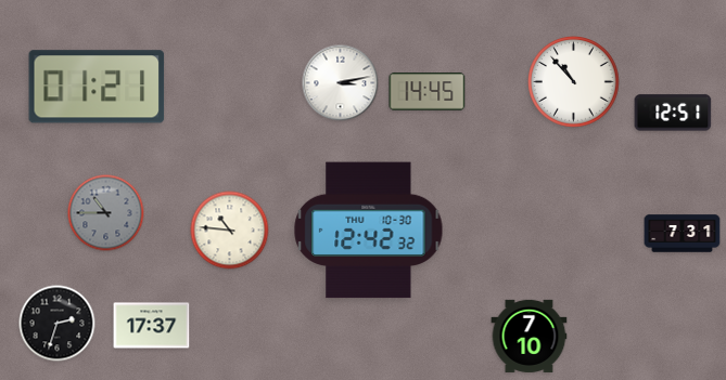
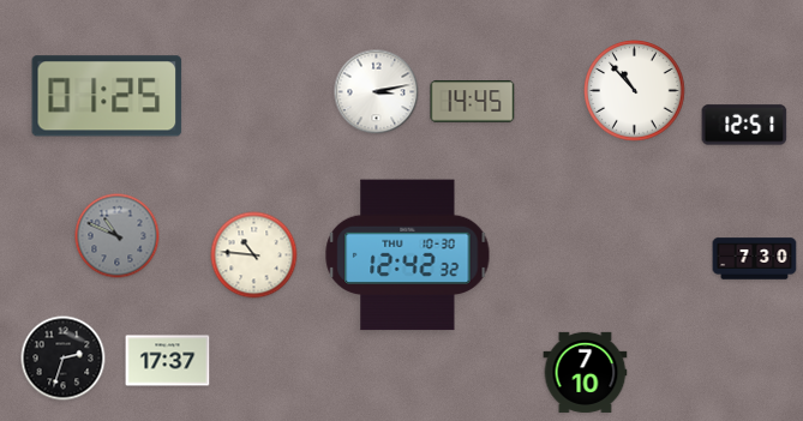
clock at (97, 87): 01:21 -> 01:25
clock at (106, 213): 10:45 -> 10:49
clock at (683, 234): 7:31 -> 7:30
